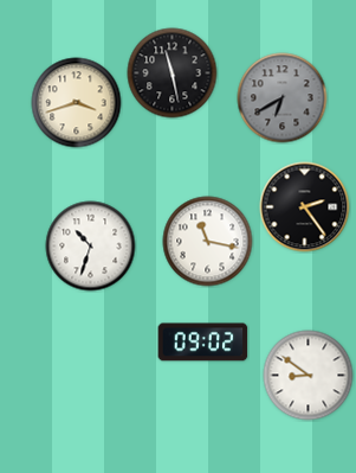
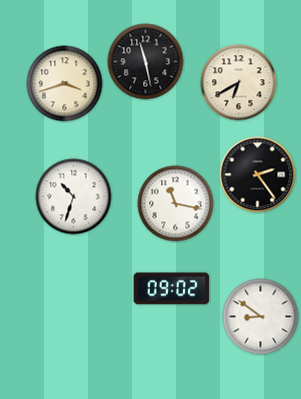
clock at (283, 98) dial: grey -> cream
clock at (77, 103) position: (77, 103) -> (65, 84)
clock at (91, 247) position: (91, 247) -> (74, 197)
